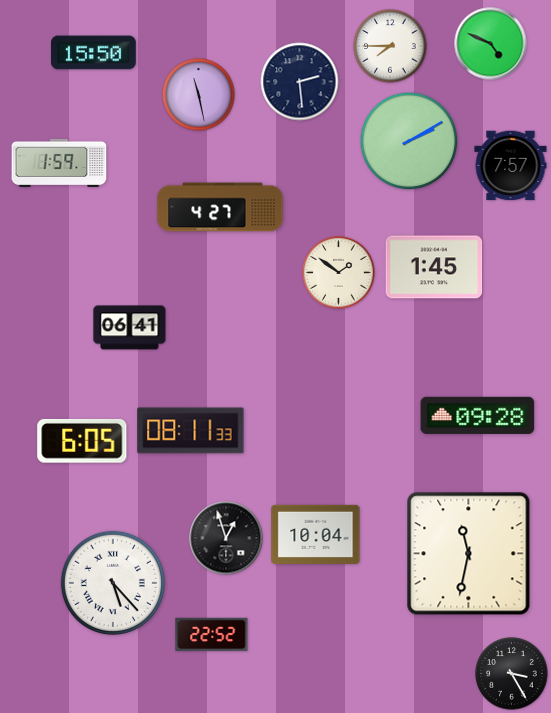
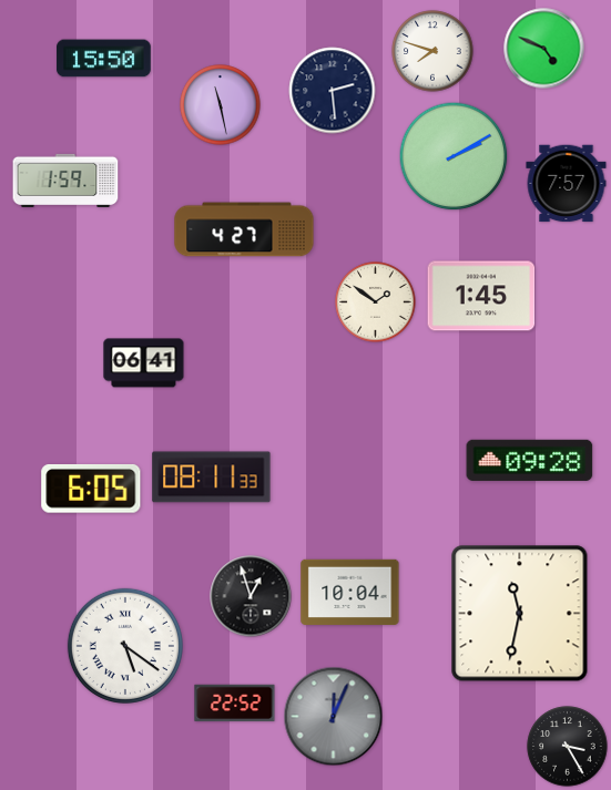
clock at (390, 46): 7:45 -> 7:48
clock at (113, 583): 5:23 -> 5:21
clock at (334, 717): none -> 12:04
